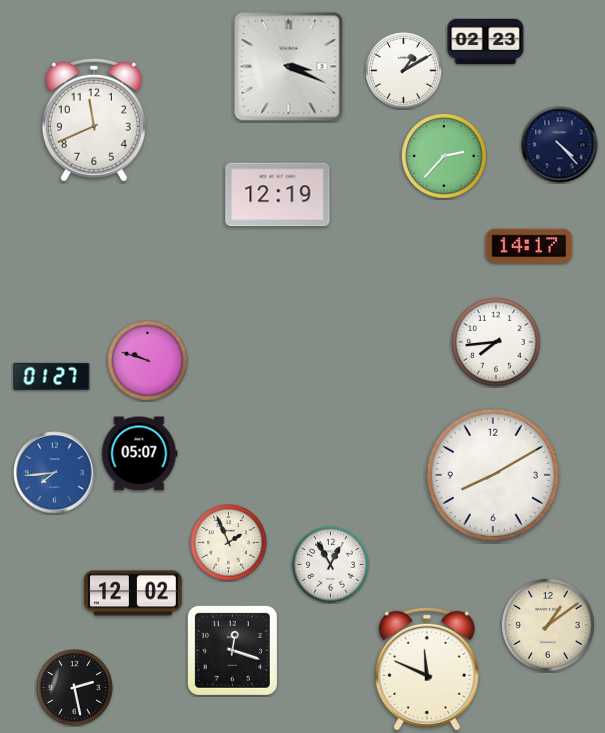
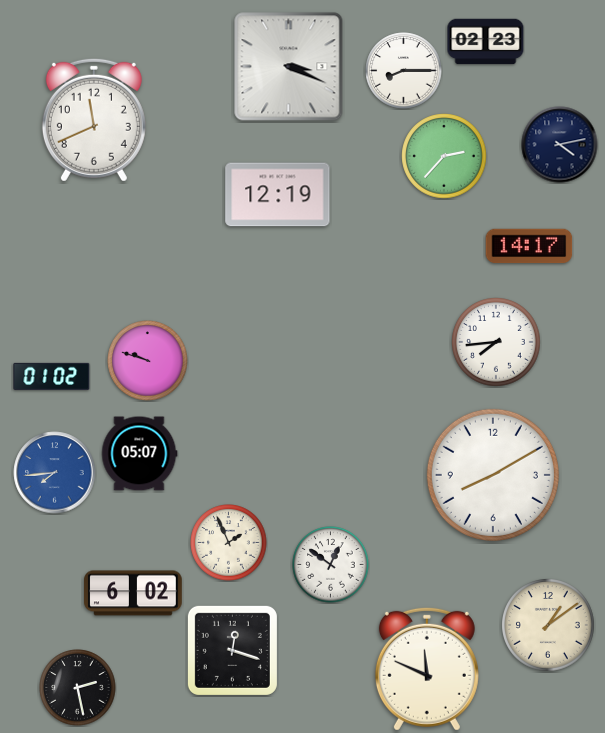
clock at (404, 71): 1:10 -> 8:15
clock at (560, 145): 4:23 -> 4:13
clock at (52, 376): 01:27 -> 01:02
clock at (331, 565): 12:55 -> 12:51
clock at (133, 593): 12:02 -> 6:02
clock at (75, 688) position: (75, 688) -> (78, 688)
